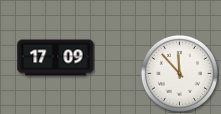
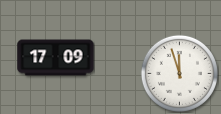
clock at (179, 73): 11:53 -> 11:57
